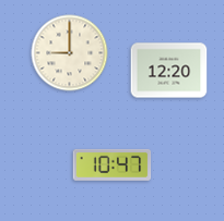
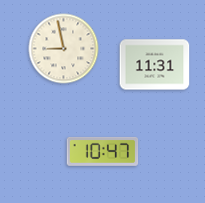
clock at (70, 53): 9:00 -> 8:58
clock at (169, 71): 12:20 -> 11:31
